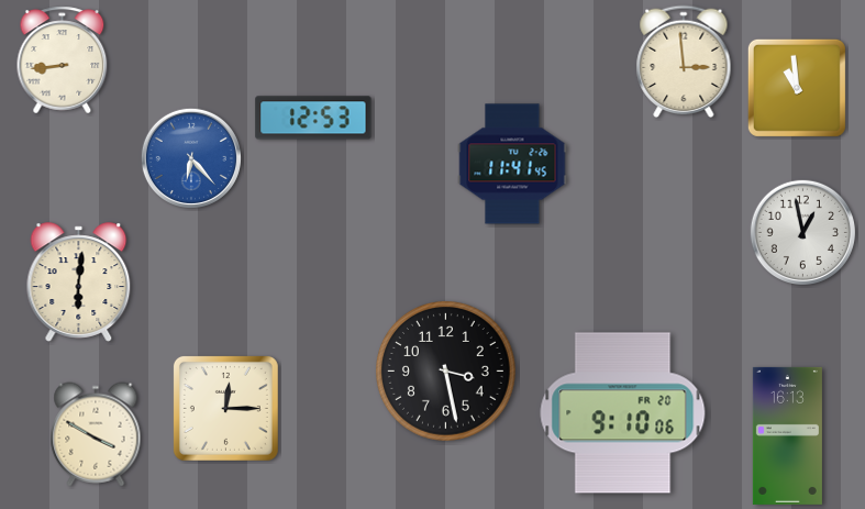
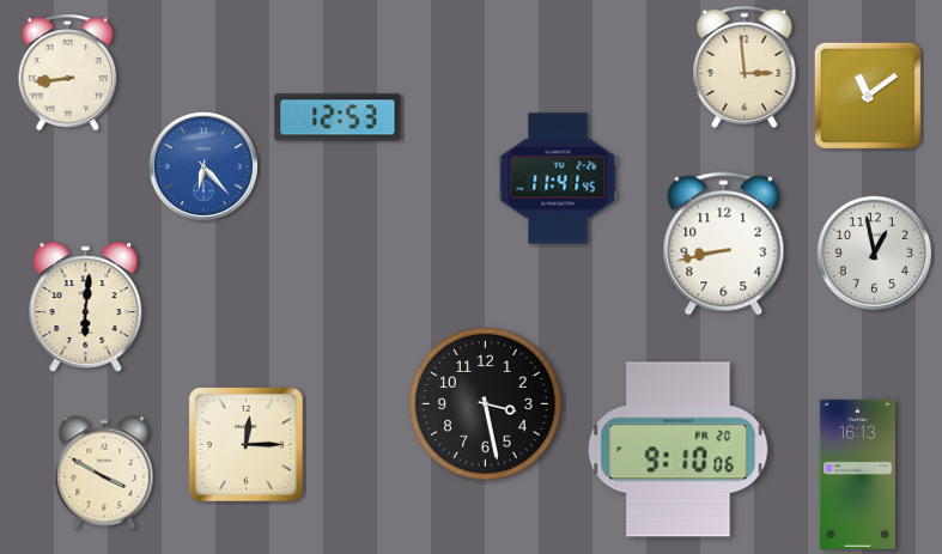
clock at (63, 60) position: (63, 60) -> (68, 73)
clock at (797, 88): 10:59 -> 11:09
clock at (313, 118) position: (313, 118) -> (338, 117)
clock at (191, 158) position: (191, 158) -> (203, 166)
clock at (724, 244): none -> 8:43
